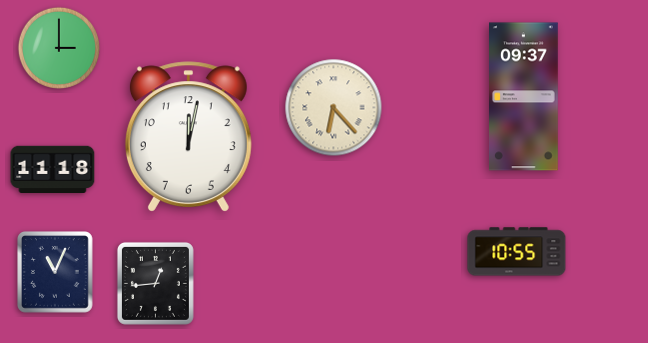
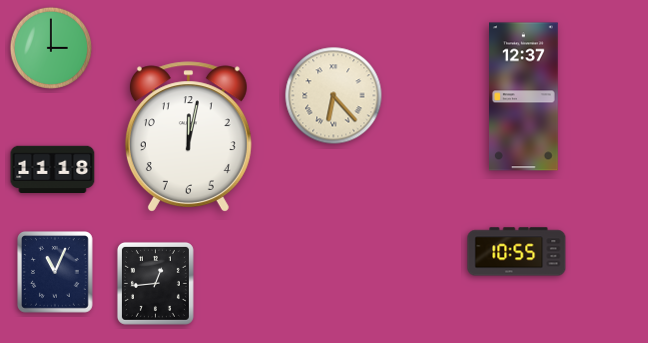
clock at (59, 48) position: (59, 48) -> (51, 48)
clock at (524, 97): 09:37 -> 12:37
clock at (334, 108) position: (334, 108) -> (334, 96)
